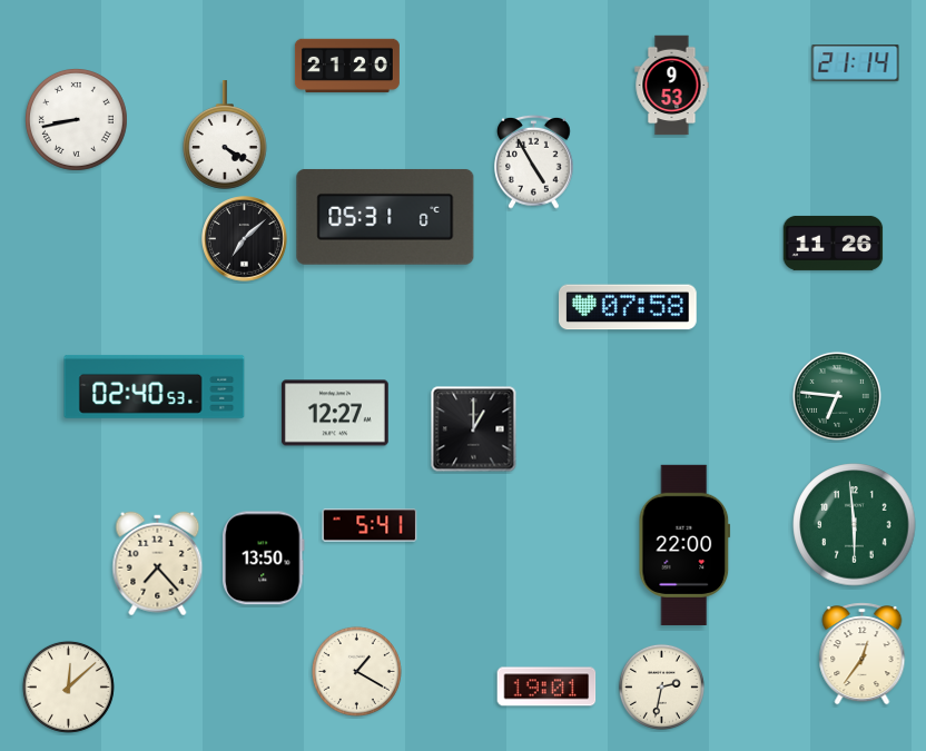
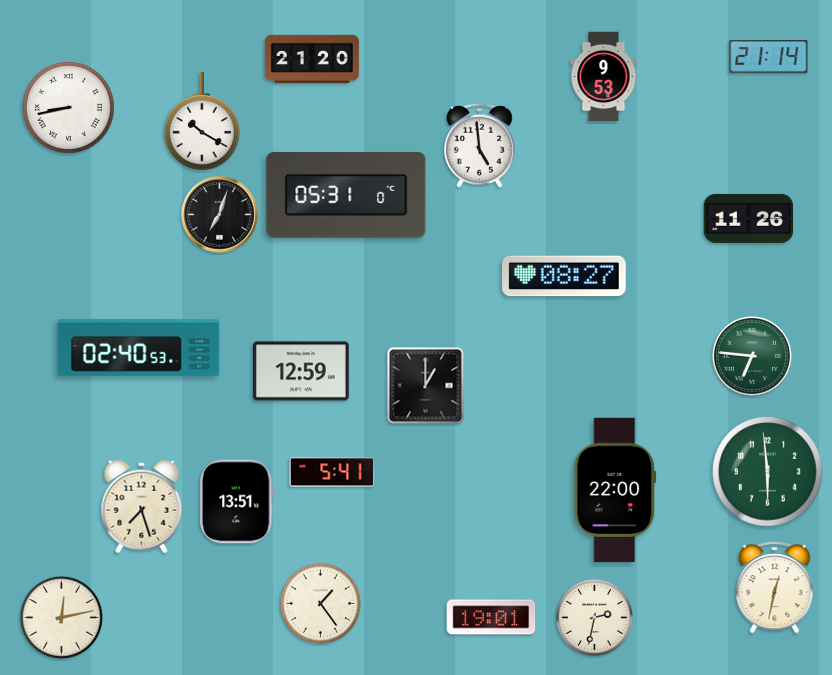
clock at (226, 135): 4:20 -> 10:20
clock at (534, 161): 4:55 -> 4:59
clock at (245, 239): 7:08 -> 7:03
clock at (629, 307): 07:58 -> 08:27
clock at (335, 413): 12:27 -> 12:59
clock at (263, 559): 13:50 -> 13:51
clock at (158, 564): 7:23 -> 7:27
clock at (863, 654): 12:36 -> 12:32
clock at (356, 671): 1:20 -> 1:24
clock at (68, 686): 12:08 -> 12:13
